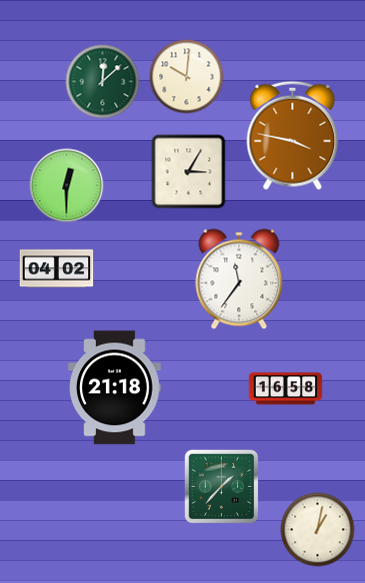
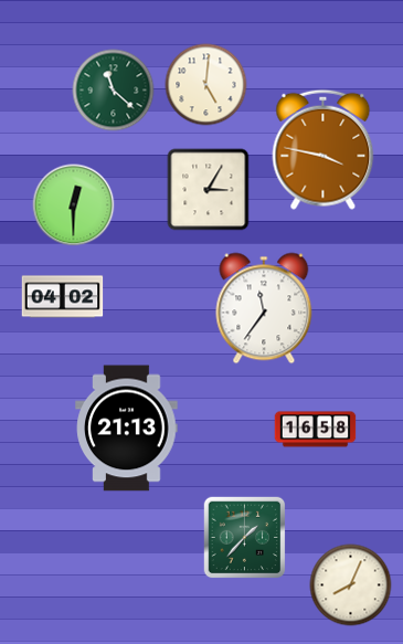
clock at (187, 77): 10:01 -> 5:01
clock at (103, 82): 12:08 -> 11:22
clock at (115, 388): 21:18 -> 21:13
clock at (318, 530): 1:02 -> 8:04
